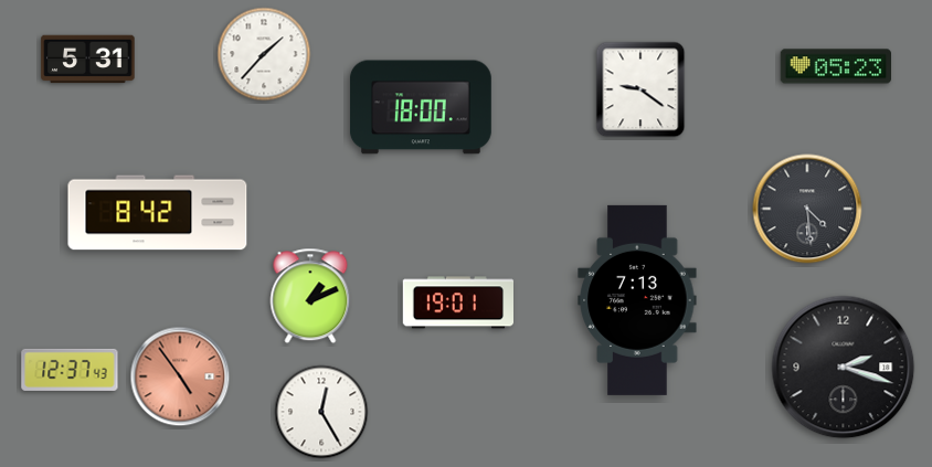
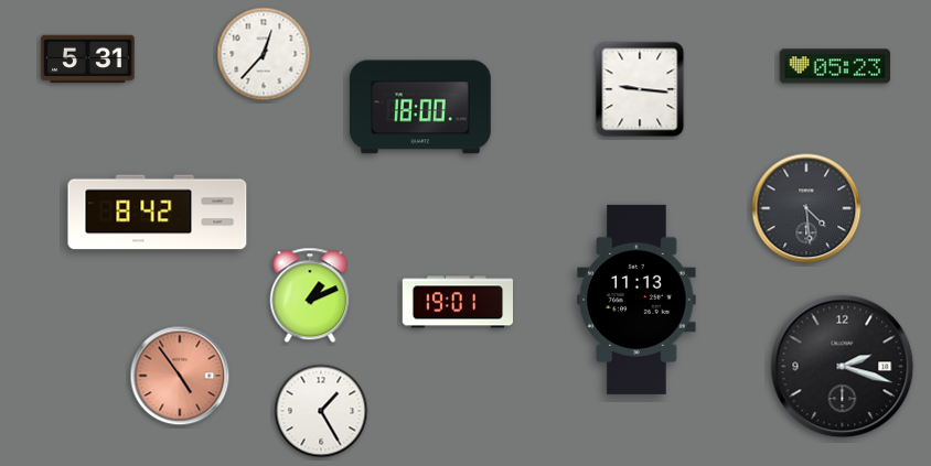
clock at (264, 54): 1:37 -> 12:37
clock at (640, 89): 9:21 -> 9:16
clock at (637, 300): 7:13 -> 11:13
clock at (70, 370): 12:37 -> none
clock at (321, 412): 12:25 -> 1:25
